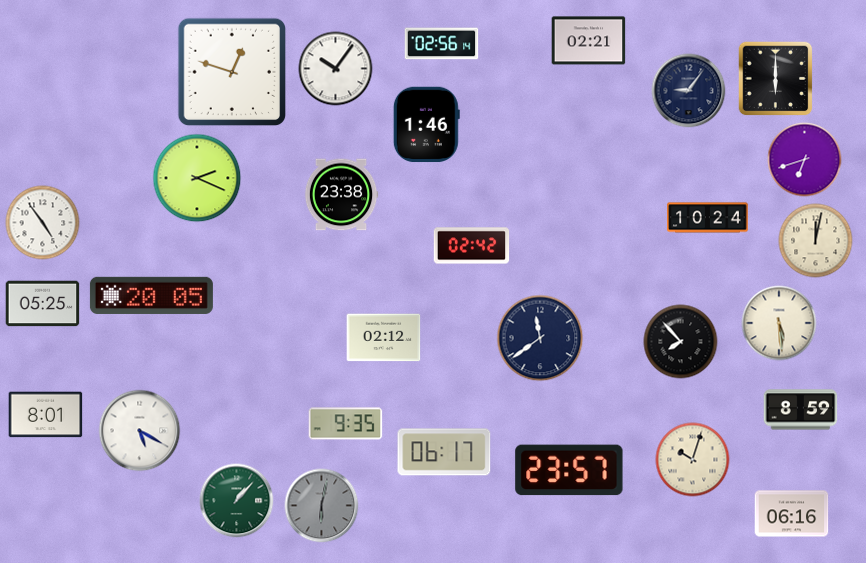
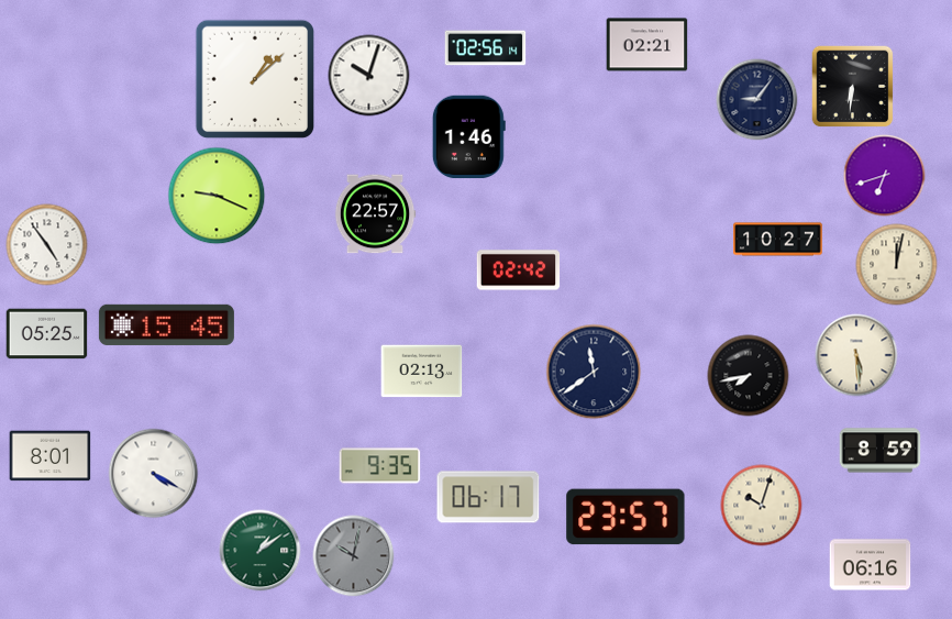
clock at (336, 69): 10:06 -> 10:03
clock at (232, 72): 12:48 -> 1:08
clock at (776, 79): 6:00 -> 6:31
clock at (197, 178): 2:19 -> 9:19
clock at (341, 195): 23:38 -> 22:57
clock at (708, 218): 10:24 -> 10:27
clock at (151, 295): 20:05 -> 15:45
clock at (384, 338): 02:12 -> 02:13
clock at (681, 342): 7:53 -> 7:43
clock at (140, 431): 5:20 -> 4:20
clock at (237, 501): 1:07 -> 1:09
clock at (322, 506): 6:02 -> 10:02
